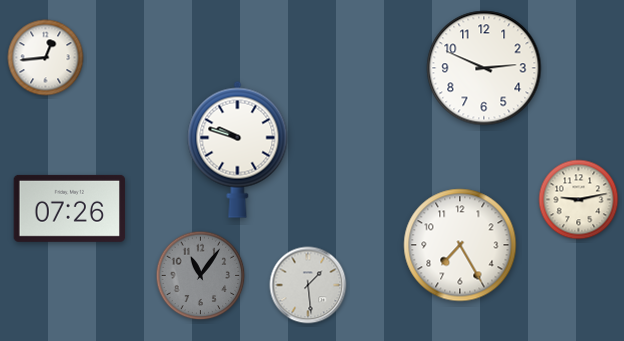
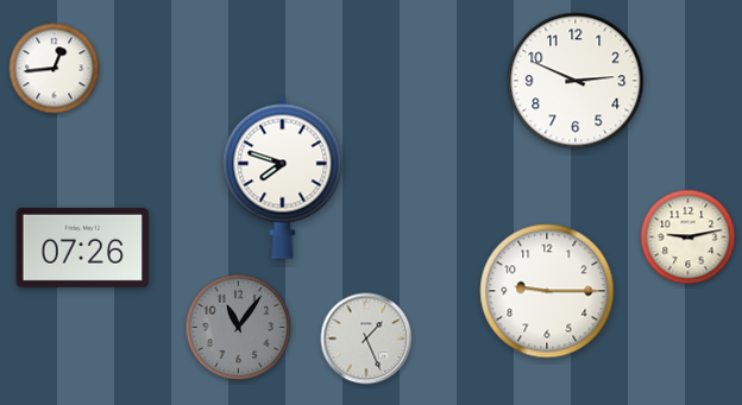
clock at (238, 149): 9:48 -> 7:48
clock at (460, 245): 7:25 -> 9:15
clock at (308, 285): 1:29 -> 1:26
